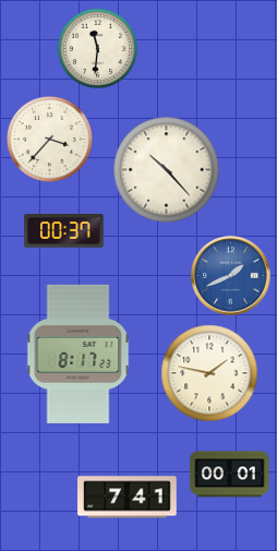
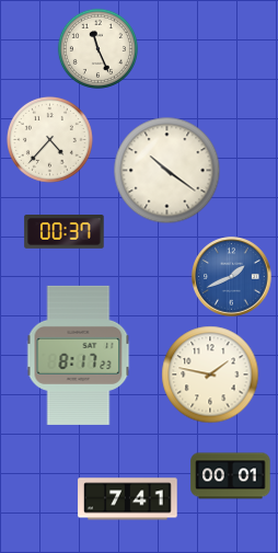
clock at (97, 48): 11:31 -> 11:26
clock at (49, 139): 3:37 -> 4:37
clock at (167, 170): 10:23 -> 10:21
